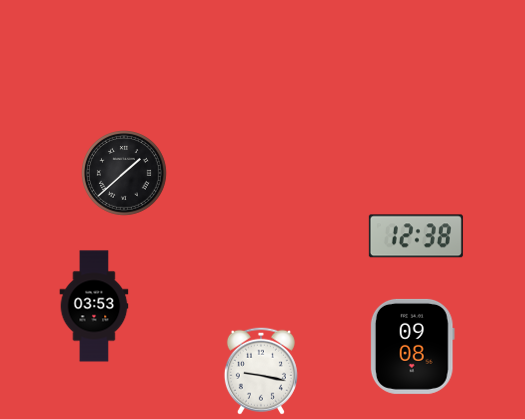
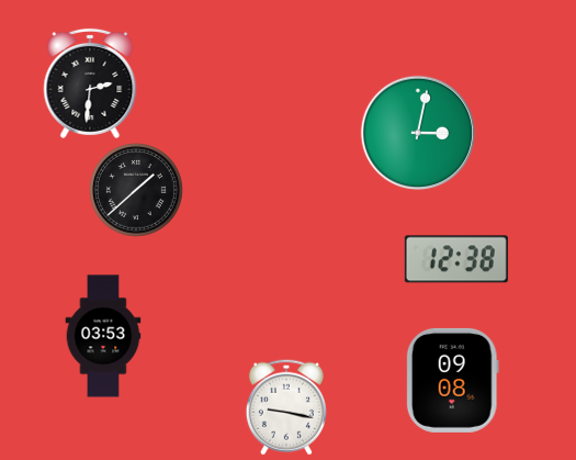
clock at (90, 83): none -> 2:31
clock at (417, 132): none -> 3:02
